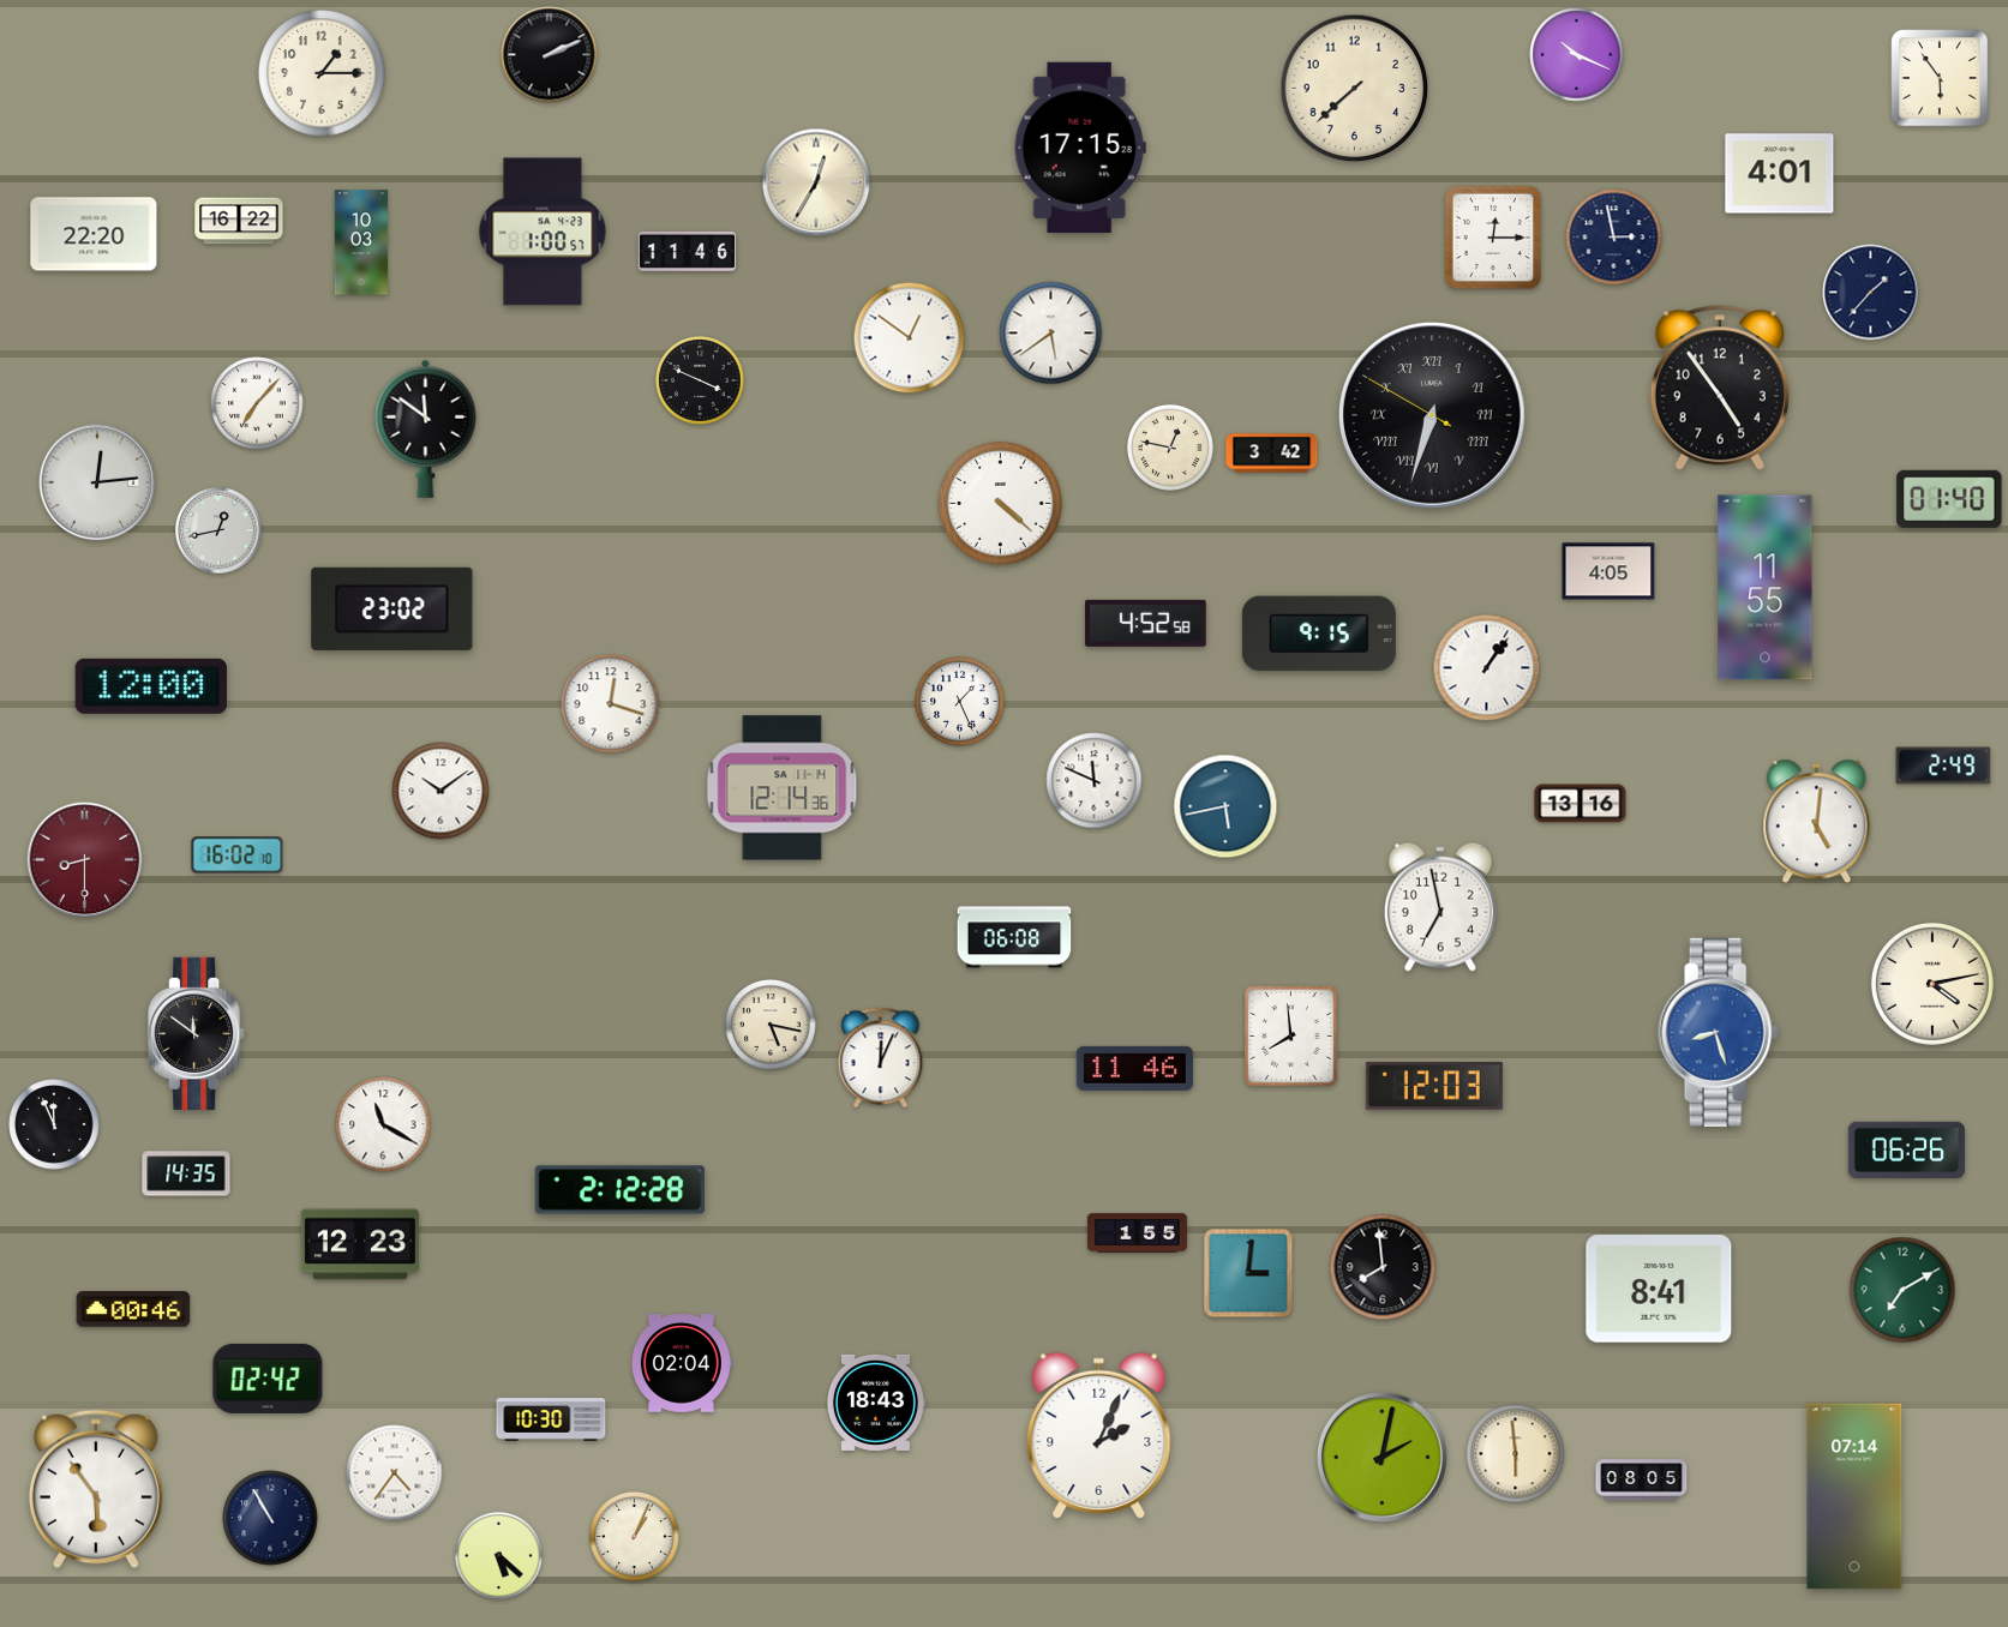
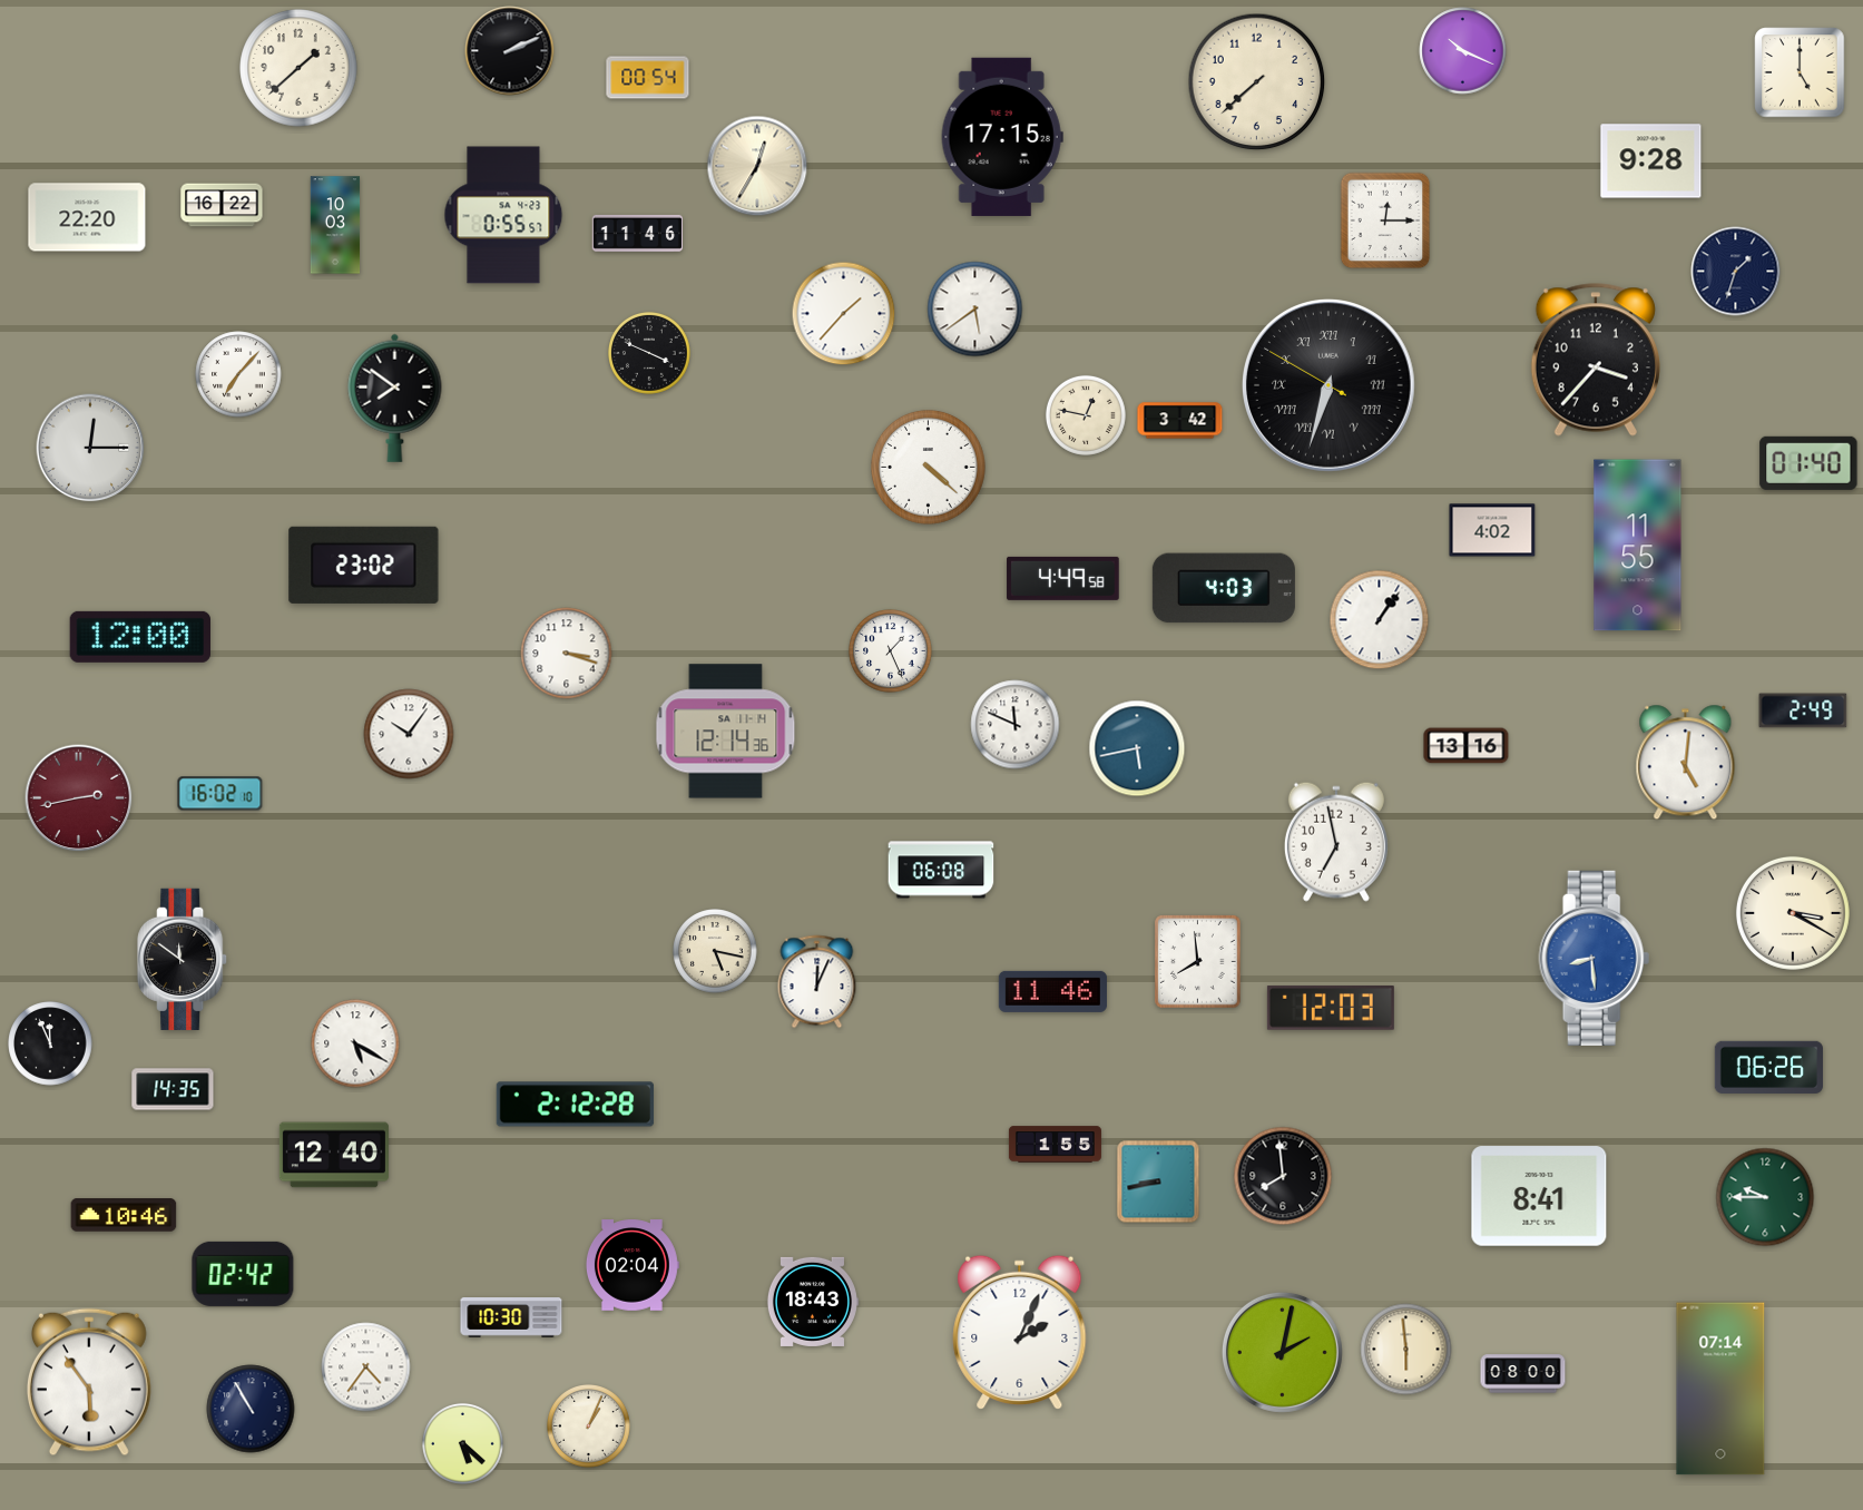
clock at (322, 73): 1:15 -> 1:38
clock at (1940, 78): 5:54 -> 5:00
clock at (648, 78): none -> 00:54
clock at (1780, 174): 4:01 -> 9:28
clock at (816, 182) position: (816, 182) -> (757, 166)
clock at (543, 232): 1:00 -> 0:55
clock at (1614, 238): 2:58 -> none
clock at (1871, 293): 1:37 -> 1:33
clock at (910, 338): 12:51 -> 1:37
clock at (1720, 388): 4:54 -> 3:37
clock at (426, 428): 11:51 -> 7:51
clock at (97, 482): 12:14 -> 12:15
clock at (218, 530): 12:43 -> none
clock at (1608, 571): 4:05 -> 4:02
clock at (1146, 623): 4:52 -> 4:49
clock at (1319, 634): 9:15 -> 4:03
clock at (611, 704): 12:18 -> 3:18
clock at (440, 791): 10:09 -> 10:06
clock at (85, 860): 8:30 -> 2:43
clock at (1932, 984): 4:13 -> 3:20
clock at (1719, 1032): 8:27 -> 8:29
clock at (383, 1124): 11:20 -> 5:20
clock at (360, 1244): 12:23 -> 12:40
clock at (1248, 1273): 3:01 -> 8:43
clock at (1902, 1290): 7:10 -> 9:45
clock at (133, 1309): 00:46 -> 10:46
clock at (268, 1379) position: (268, 1379) -> (243, 1274)
clock at (1642, 1481): 08:05 -> 08:00
